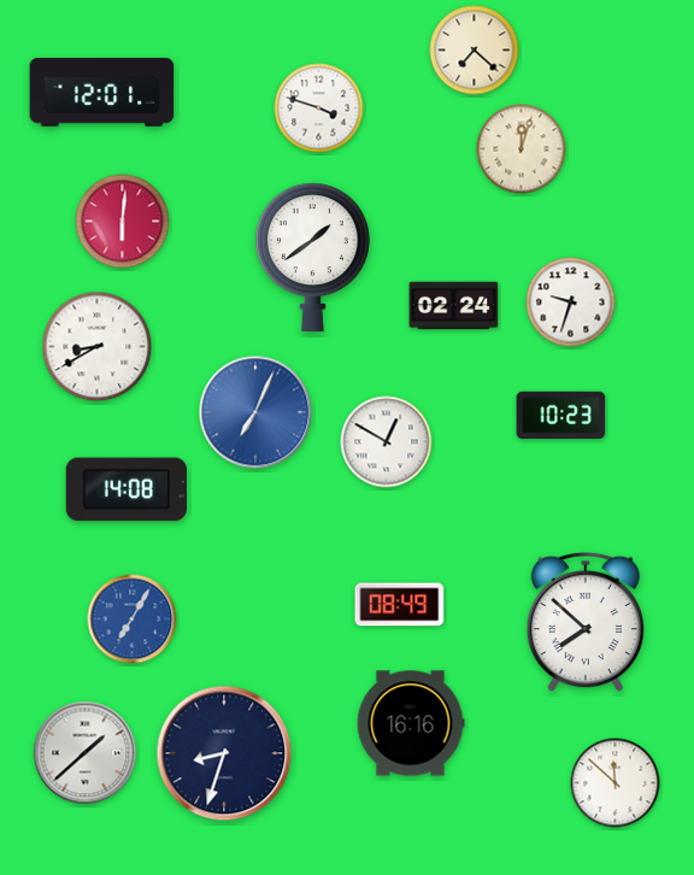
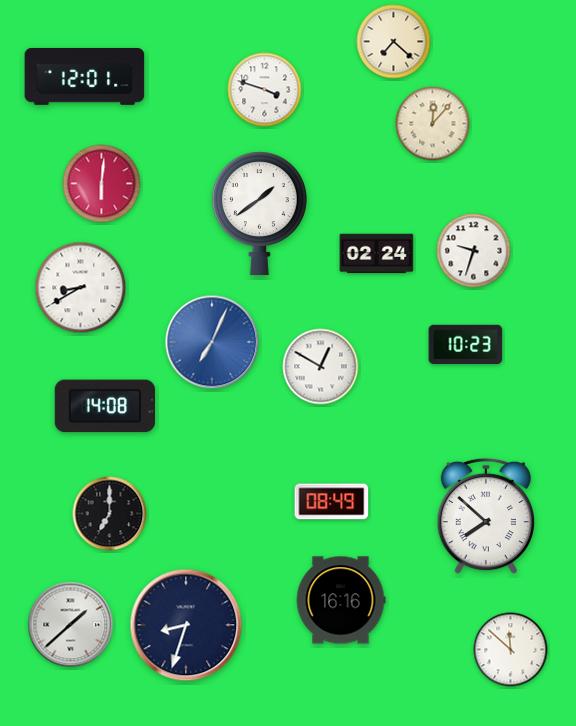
clock at (522, 149): 12:03 -> 12:07
clock at (133, 619): 7:05 -> 7:00
clock at (133, 619) dial: blue -> black
